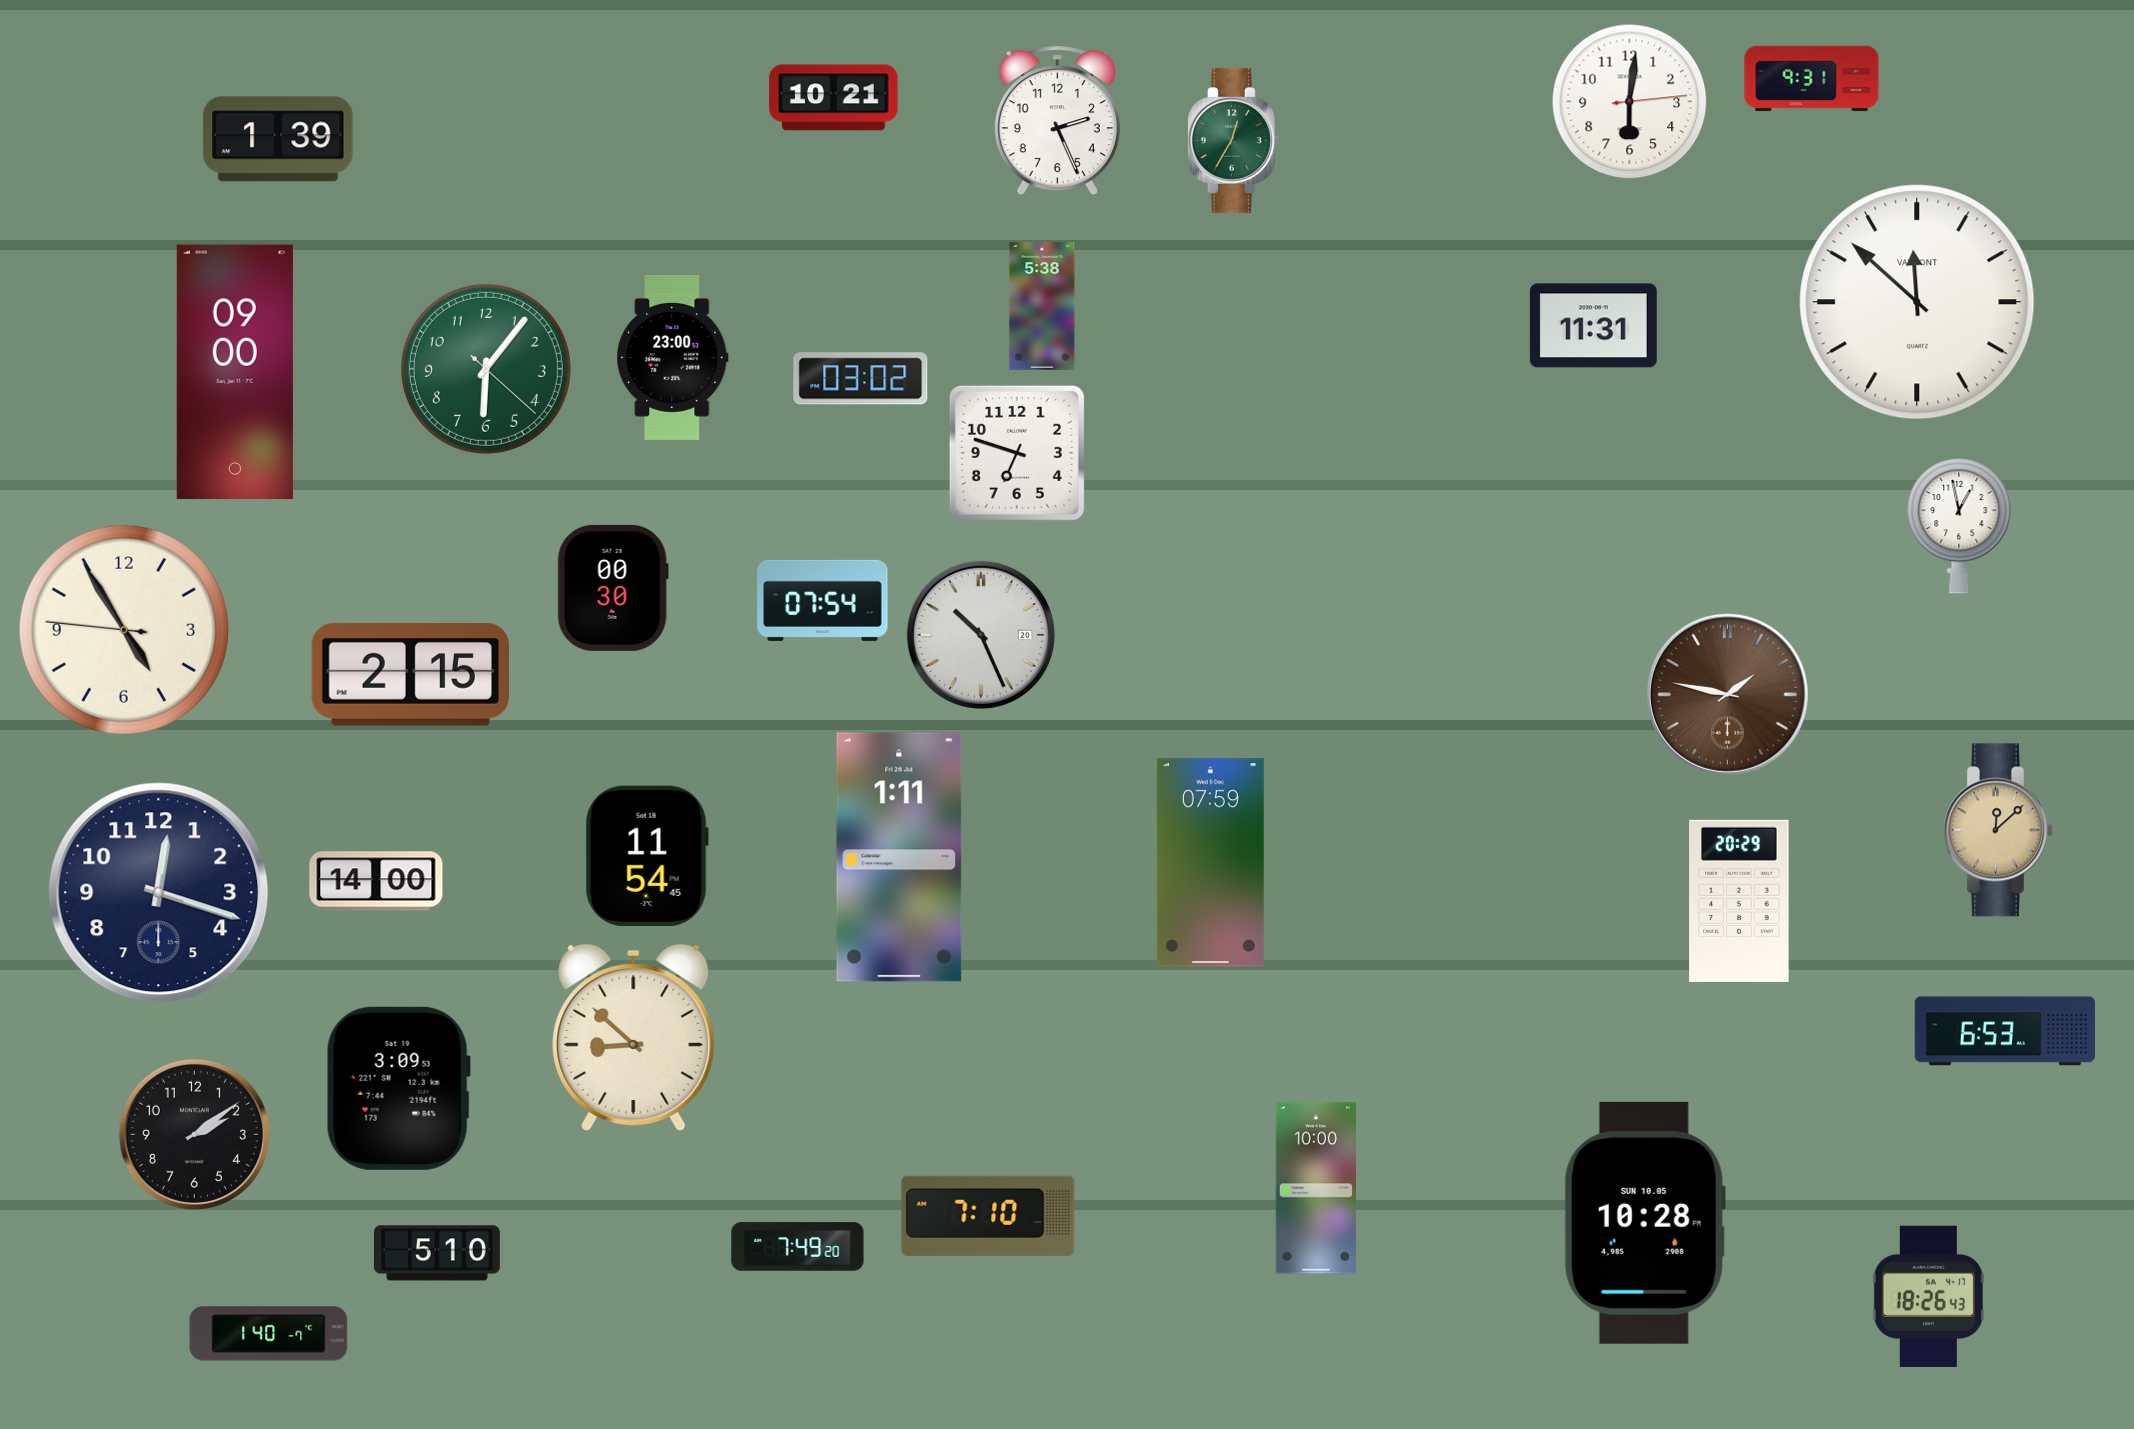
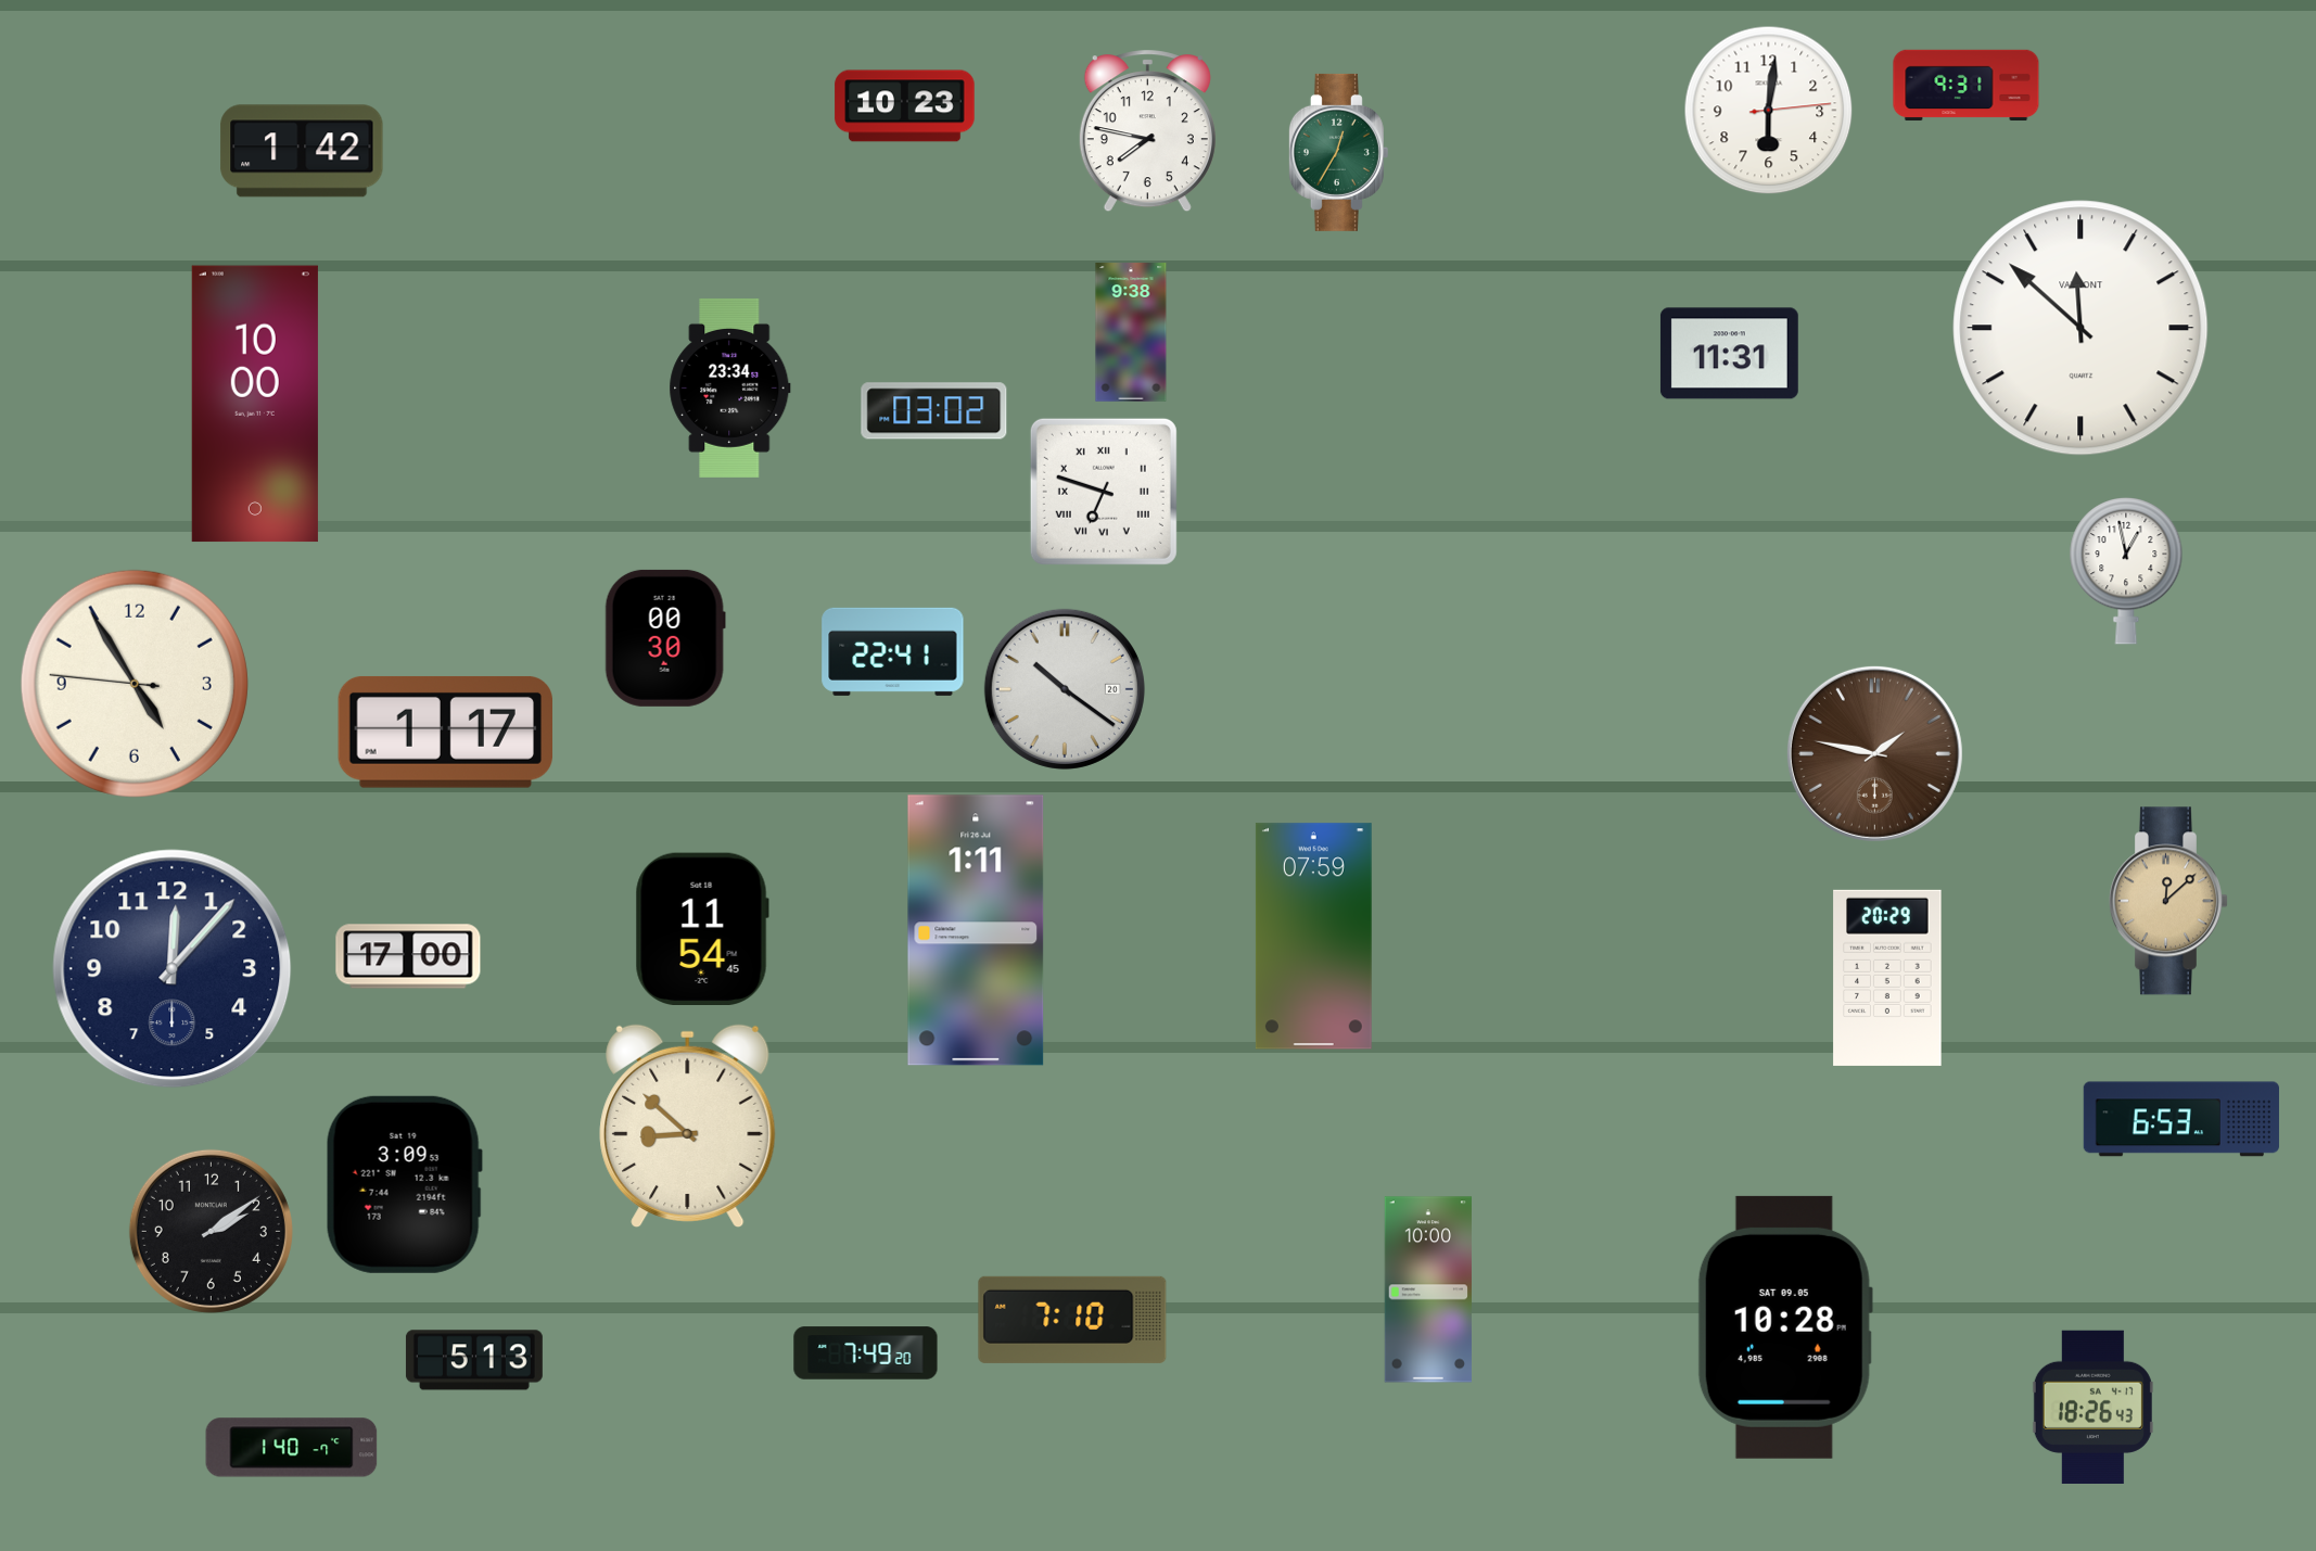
clock at (834, 98): 10:21 -> 10:23
clock at (1057, 121): 2:26 -> 7:47
clock at (278, 139): 1:39 -> 1:42
clock at (1042, 306): 5:38 -> 9:38
clock at (673, 357): 23:00 -> 23:34
clock at (486, 369): 6:06 -> none
clock at (235, 372): 09:00 -> 10:00
clock at (1017, 453) numerals: Arabic -> Roman
clock at (823, 600): 07:54 -> 22:41
clock at (981, 635): 10:26 -> 10:21
clock at (410, 674): 2:15 -> 1:17
clock at (376, 881): 14:00 -> 17:00
clock at (159, 893): 12:18 -> 12:07
clock at (2005, 1031) position: (2005, 1031) -> (2181, 1119)
clock at (398, 1088) position: (398, 1088) -> (404, 1184)
clock at (1645, 1223) date: SUN 10.05 -> SAT 09.05
clock at (437, 1253): 5:10 -> 5:13
